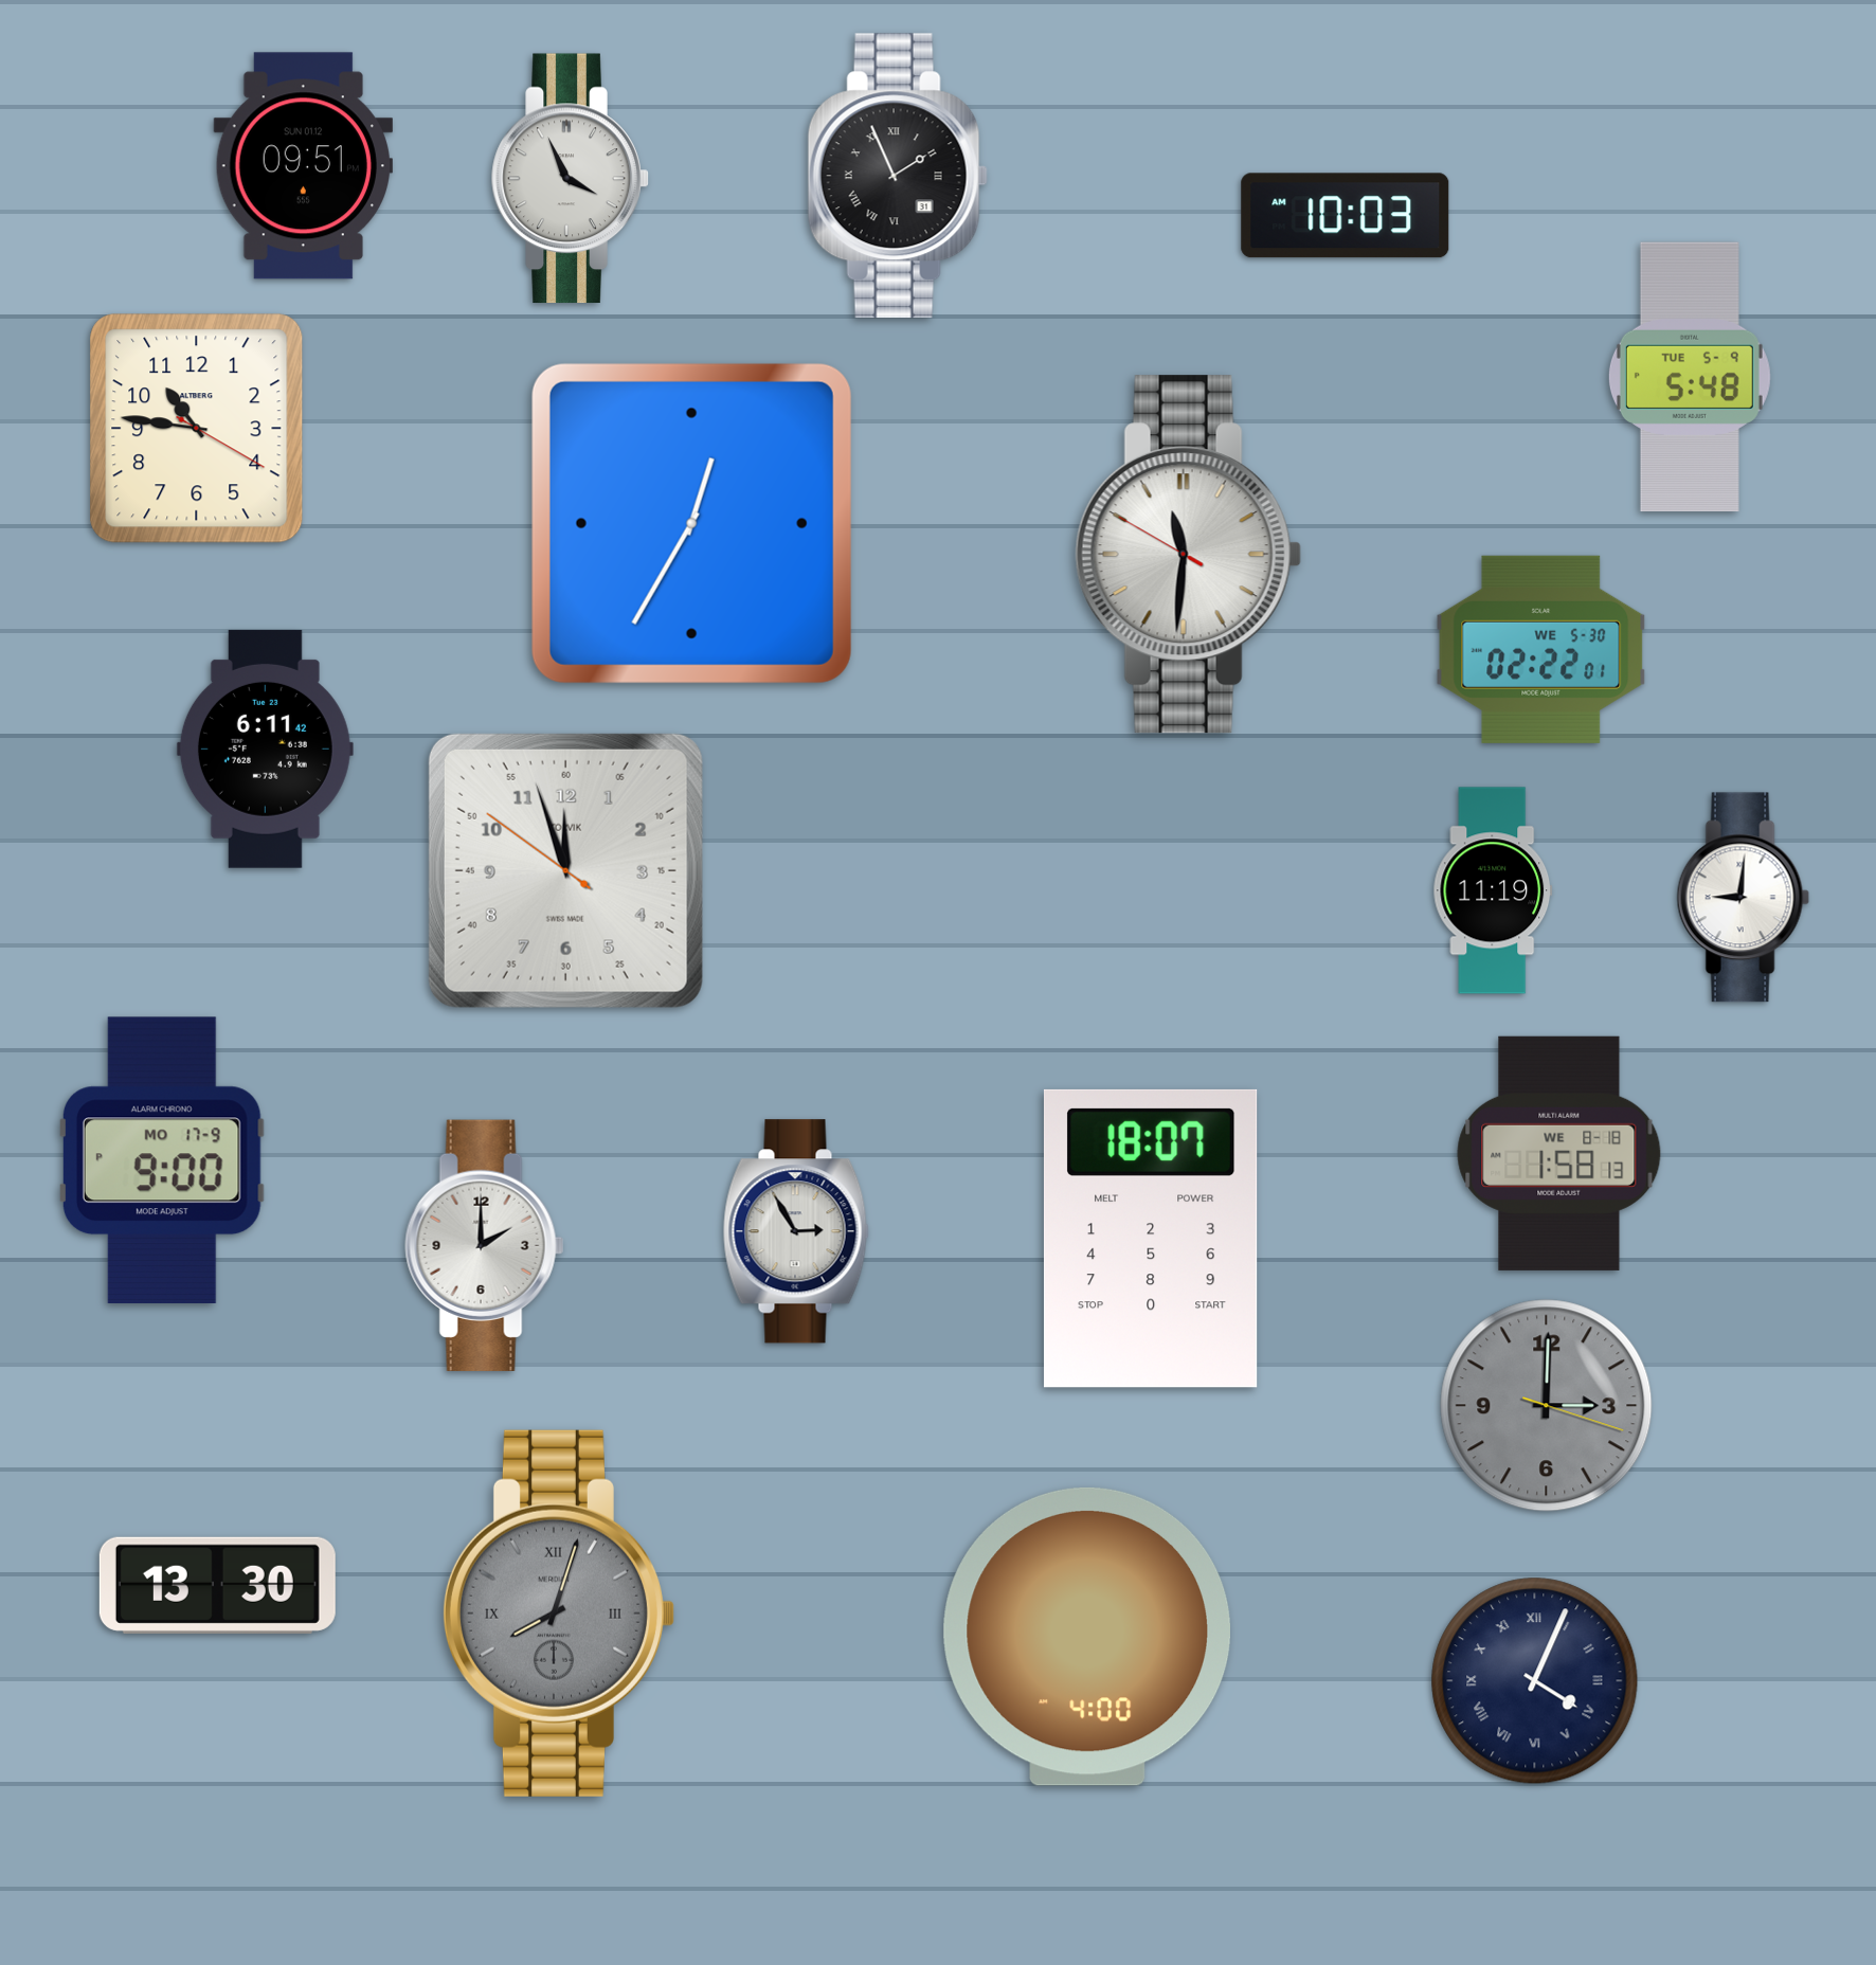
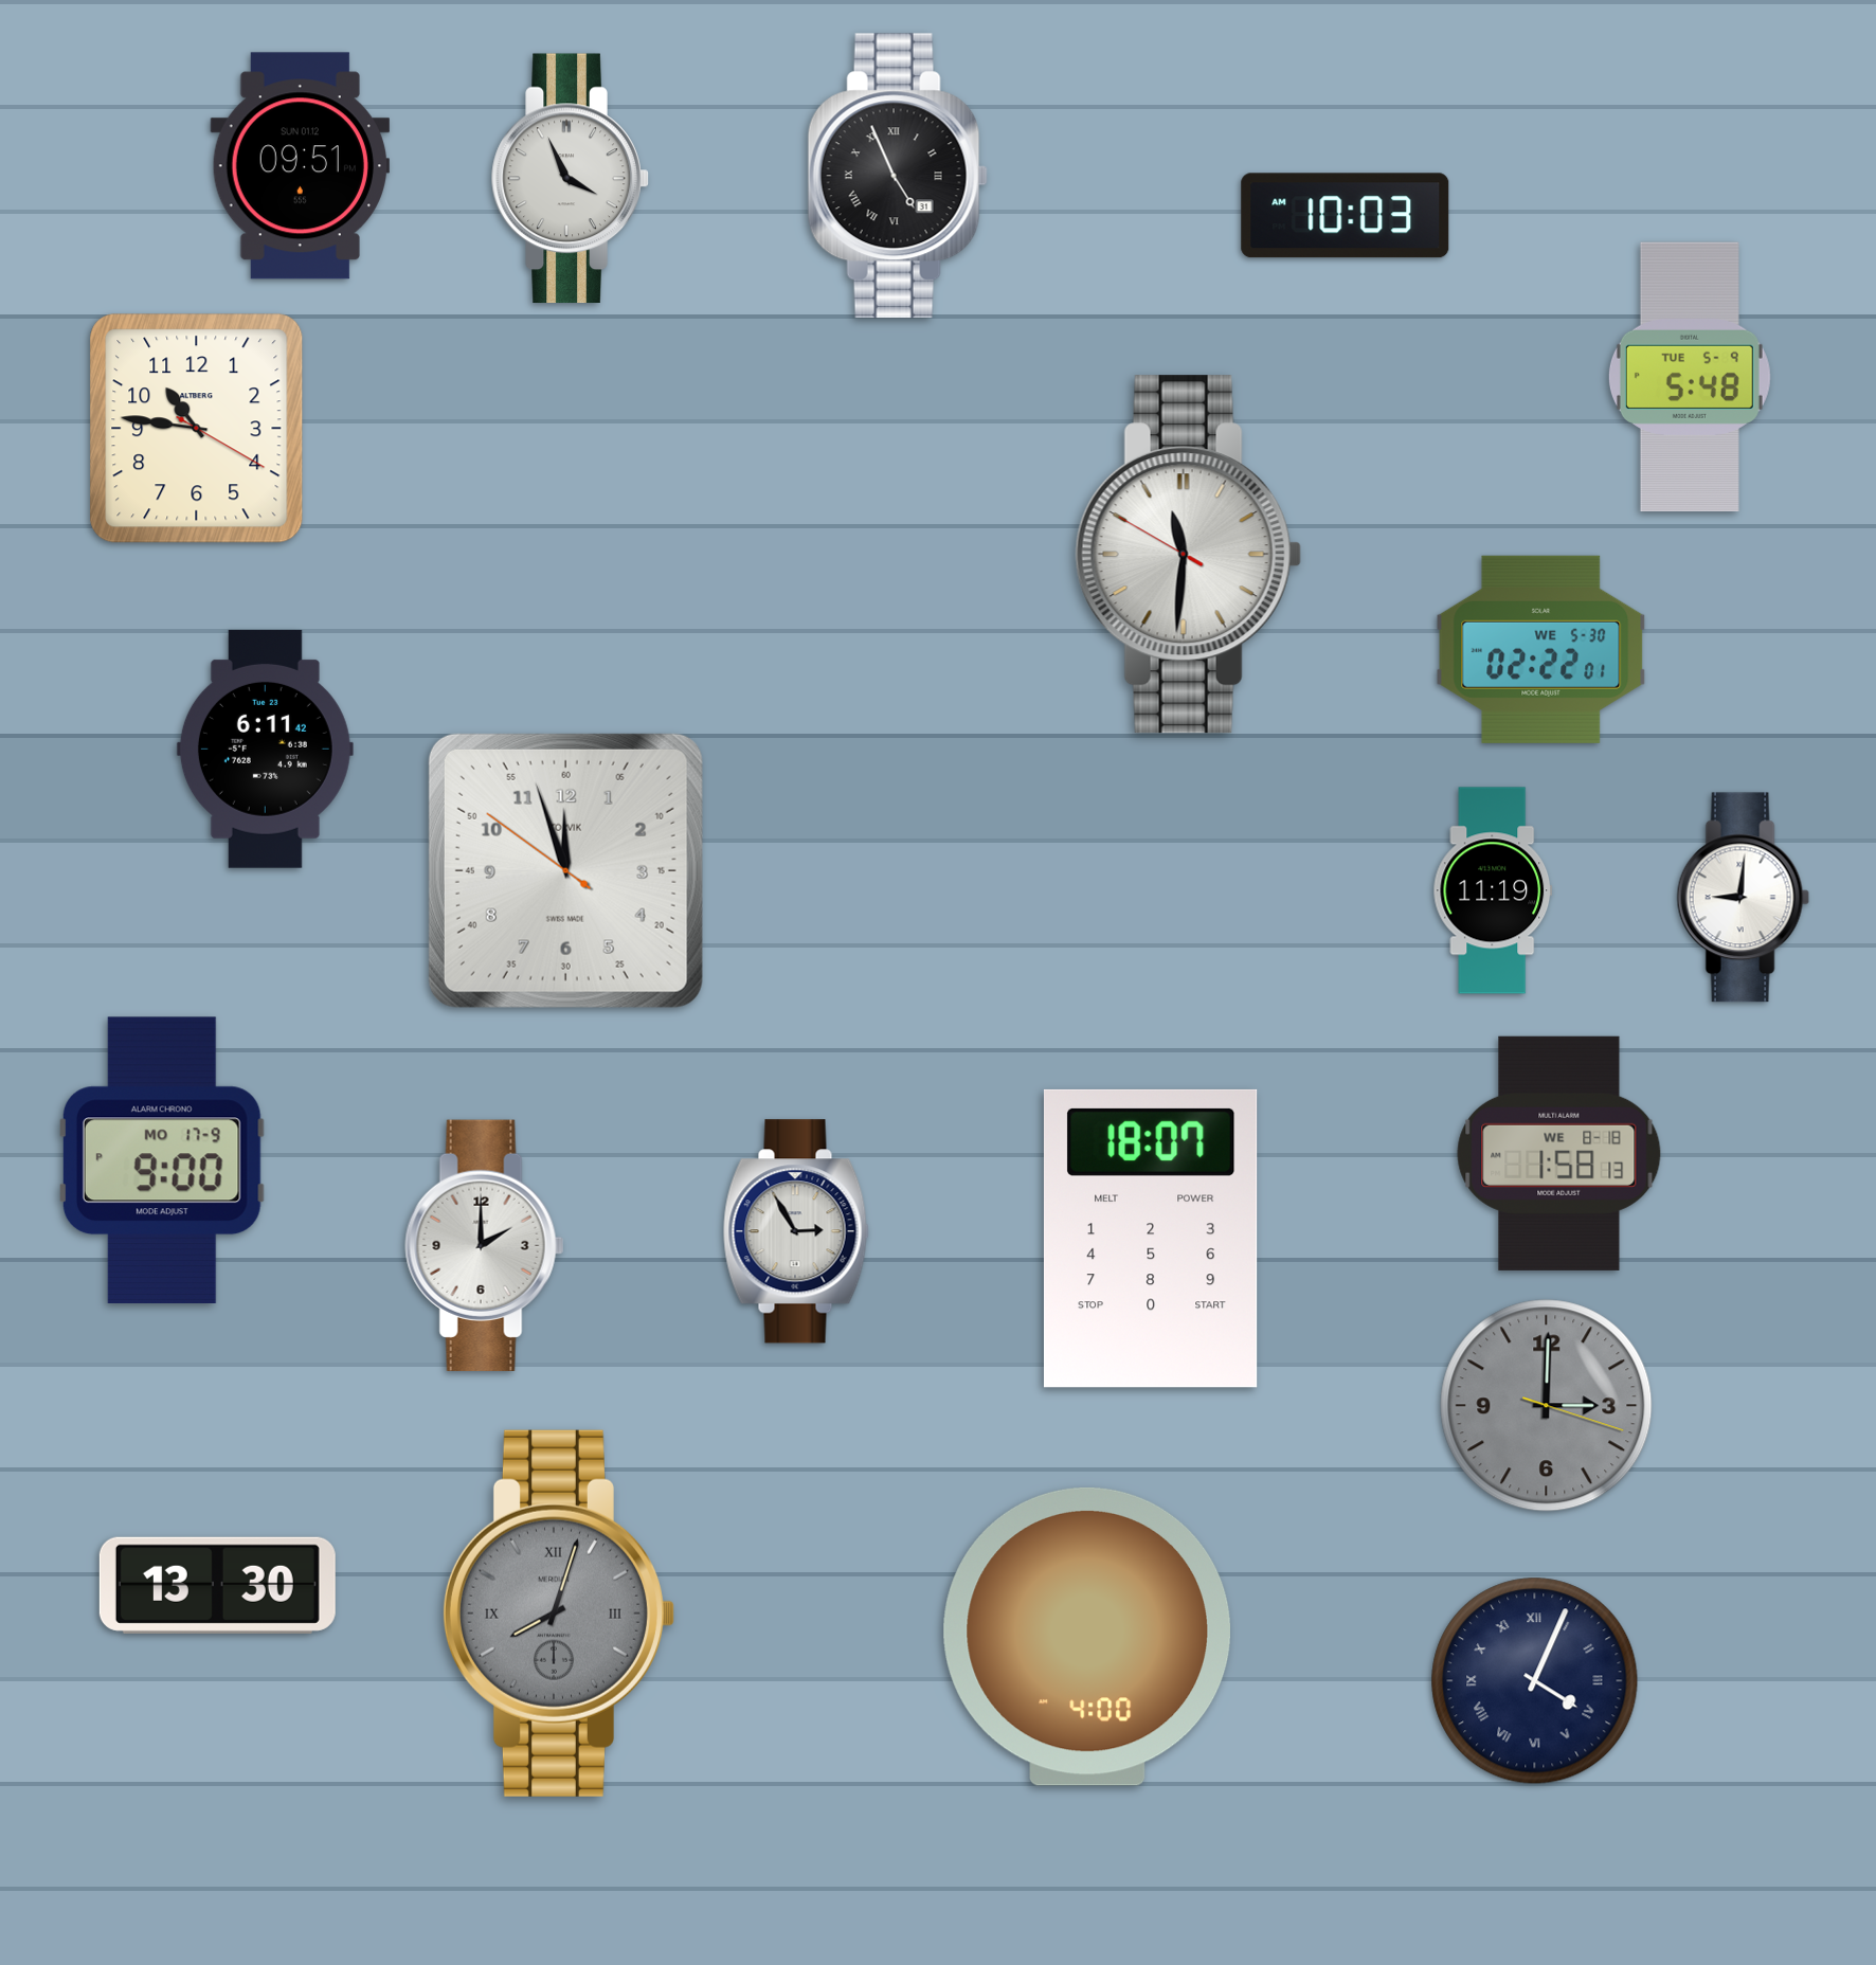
clock at (303, 166) position: (303, 166) -> (300, 166)
clock at (898, 176): 1:56 -> 4:56
clock at (691, 523): 12:35 -> none
